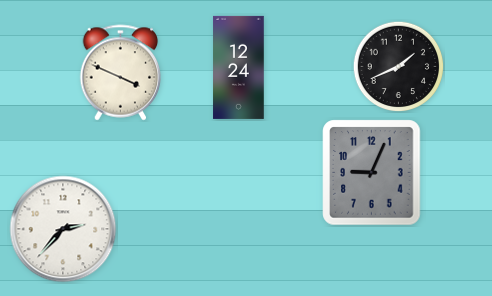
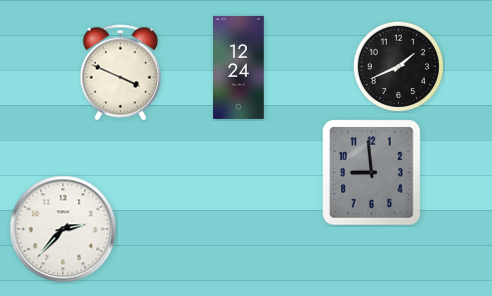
clock at (372, 173): 9:04 -> 8:59
